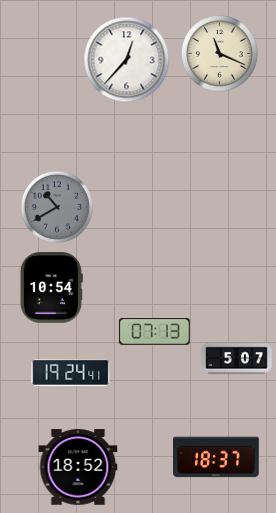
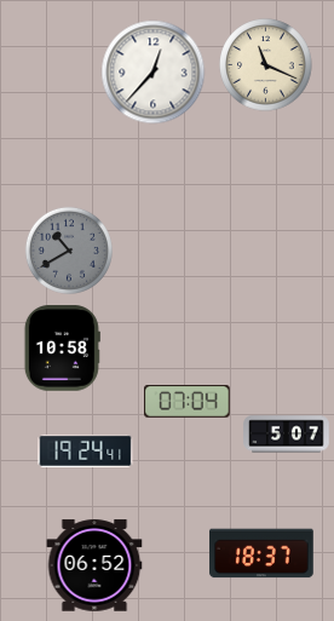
clock at (51, 288): 10:54 -> 10:58
clock at (155, 332): 07:13 -> 07:04
clock at (78, 467): 18:52 -> 06:52
